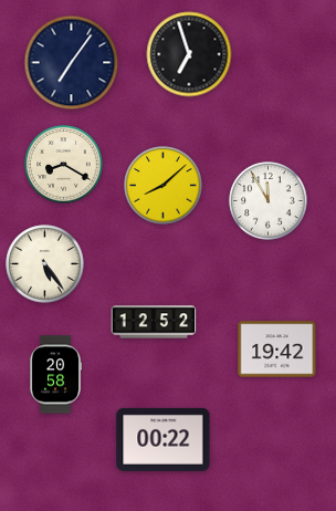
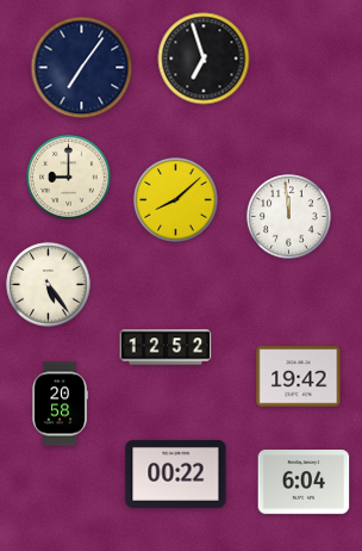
clock at (72, 63) position: (72, 63) -> (82, 68)
clock at (64, 165): 8:20 -> 9:00
clock at (269, 201): 11:55 -> 11:59
clock at (304, 482): none -> 6:04
